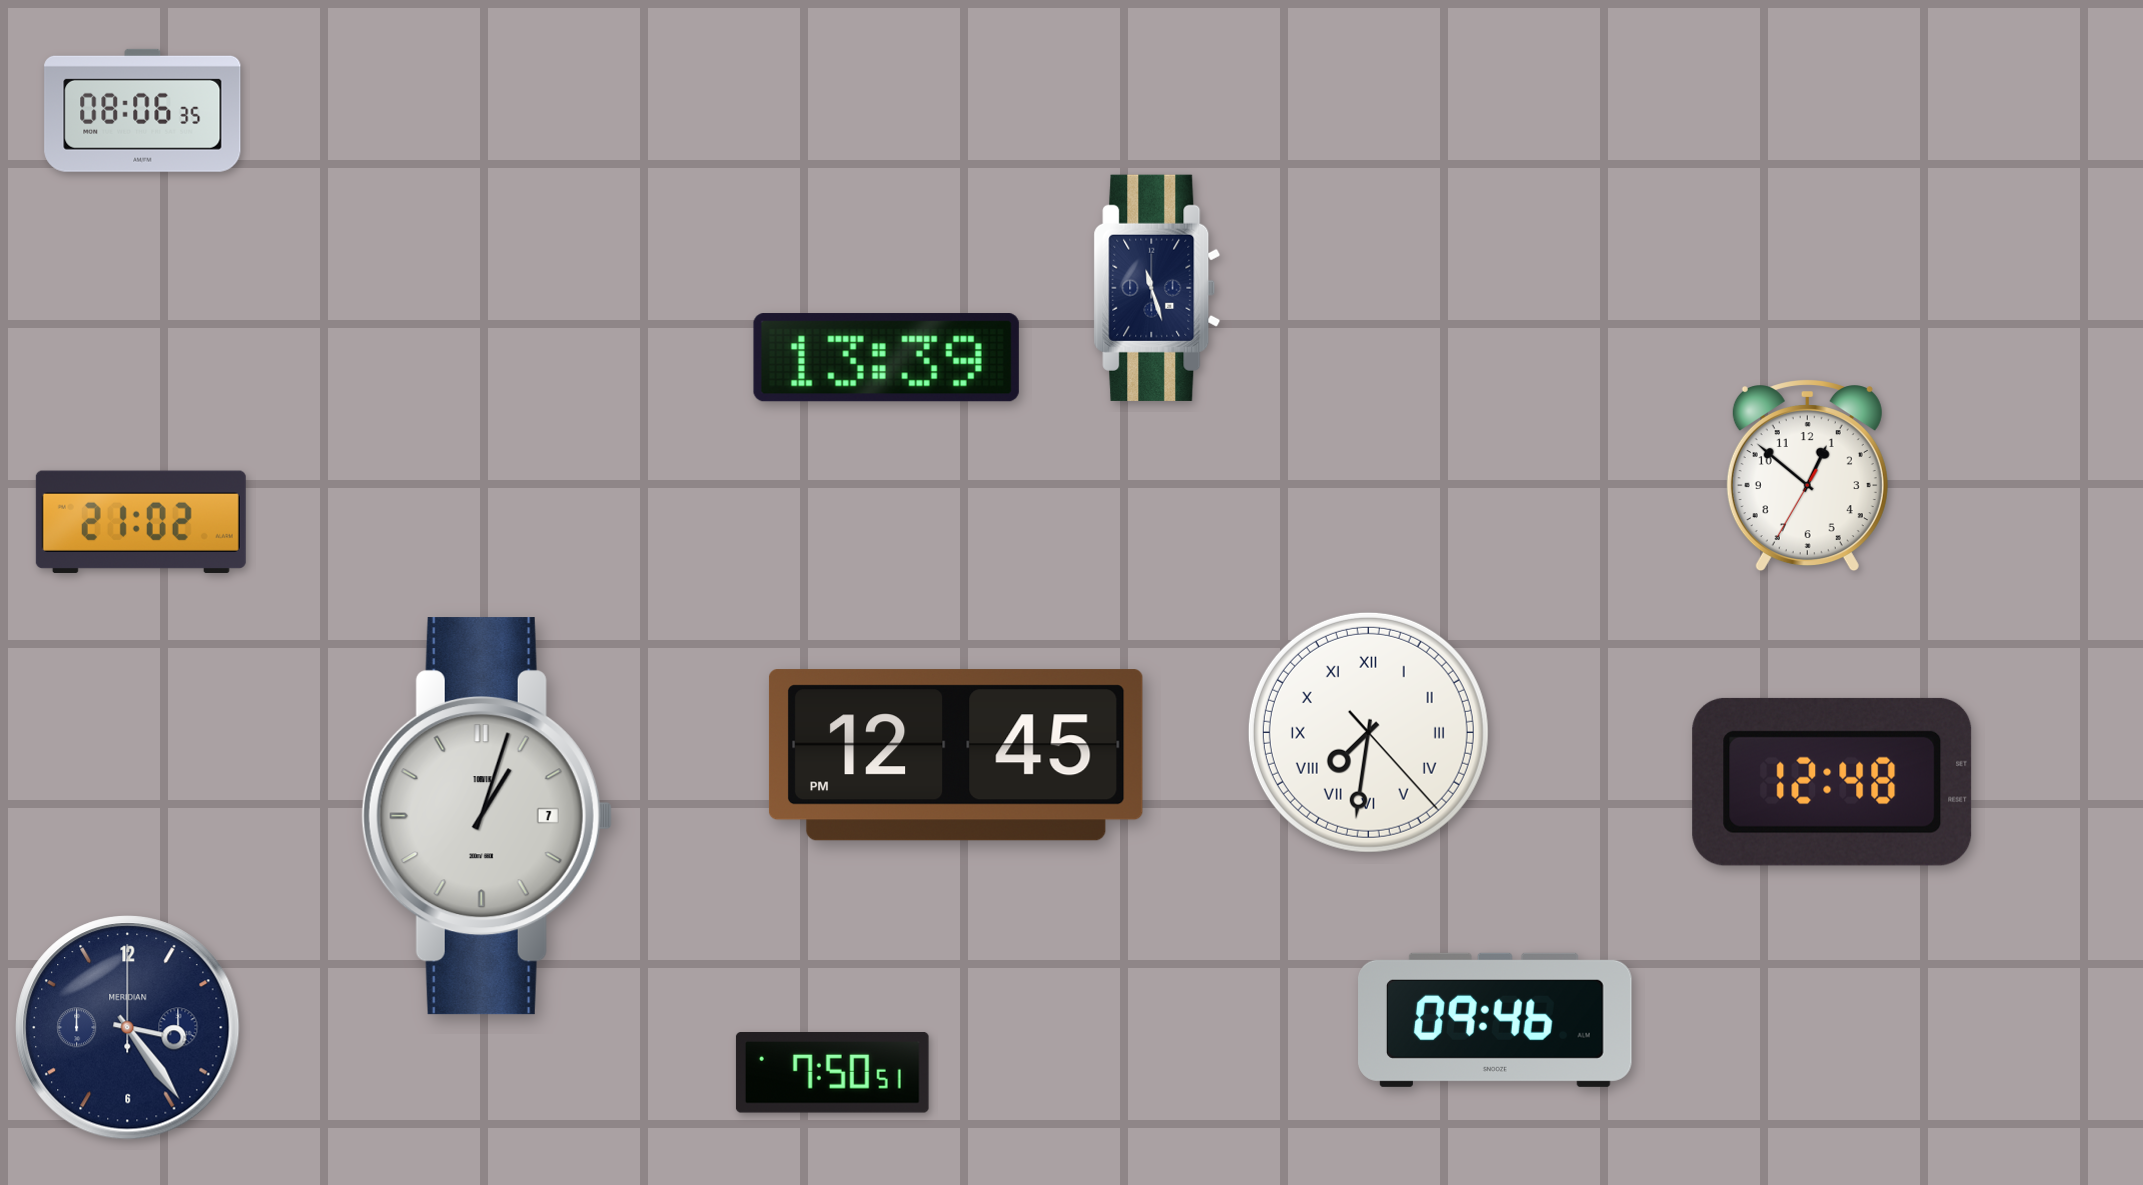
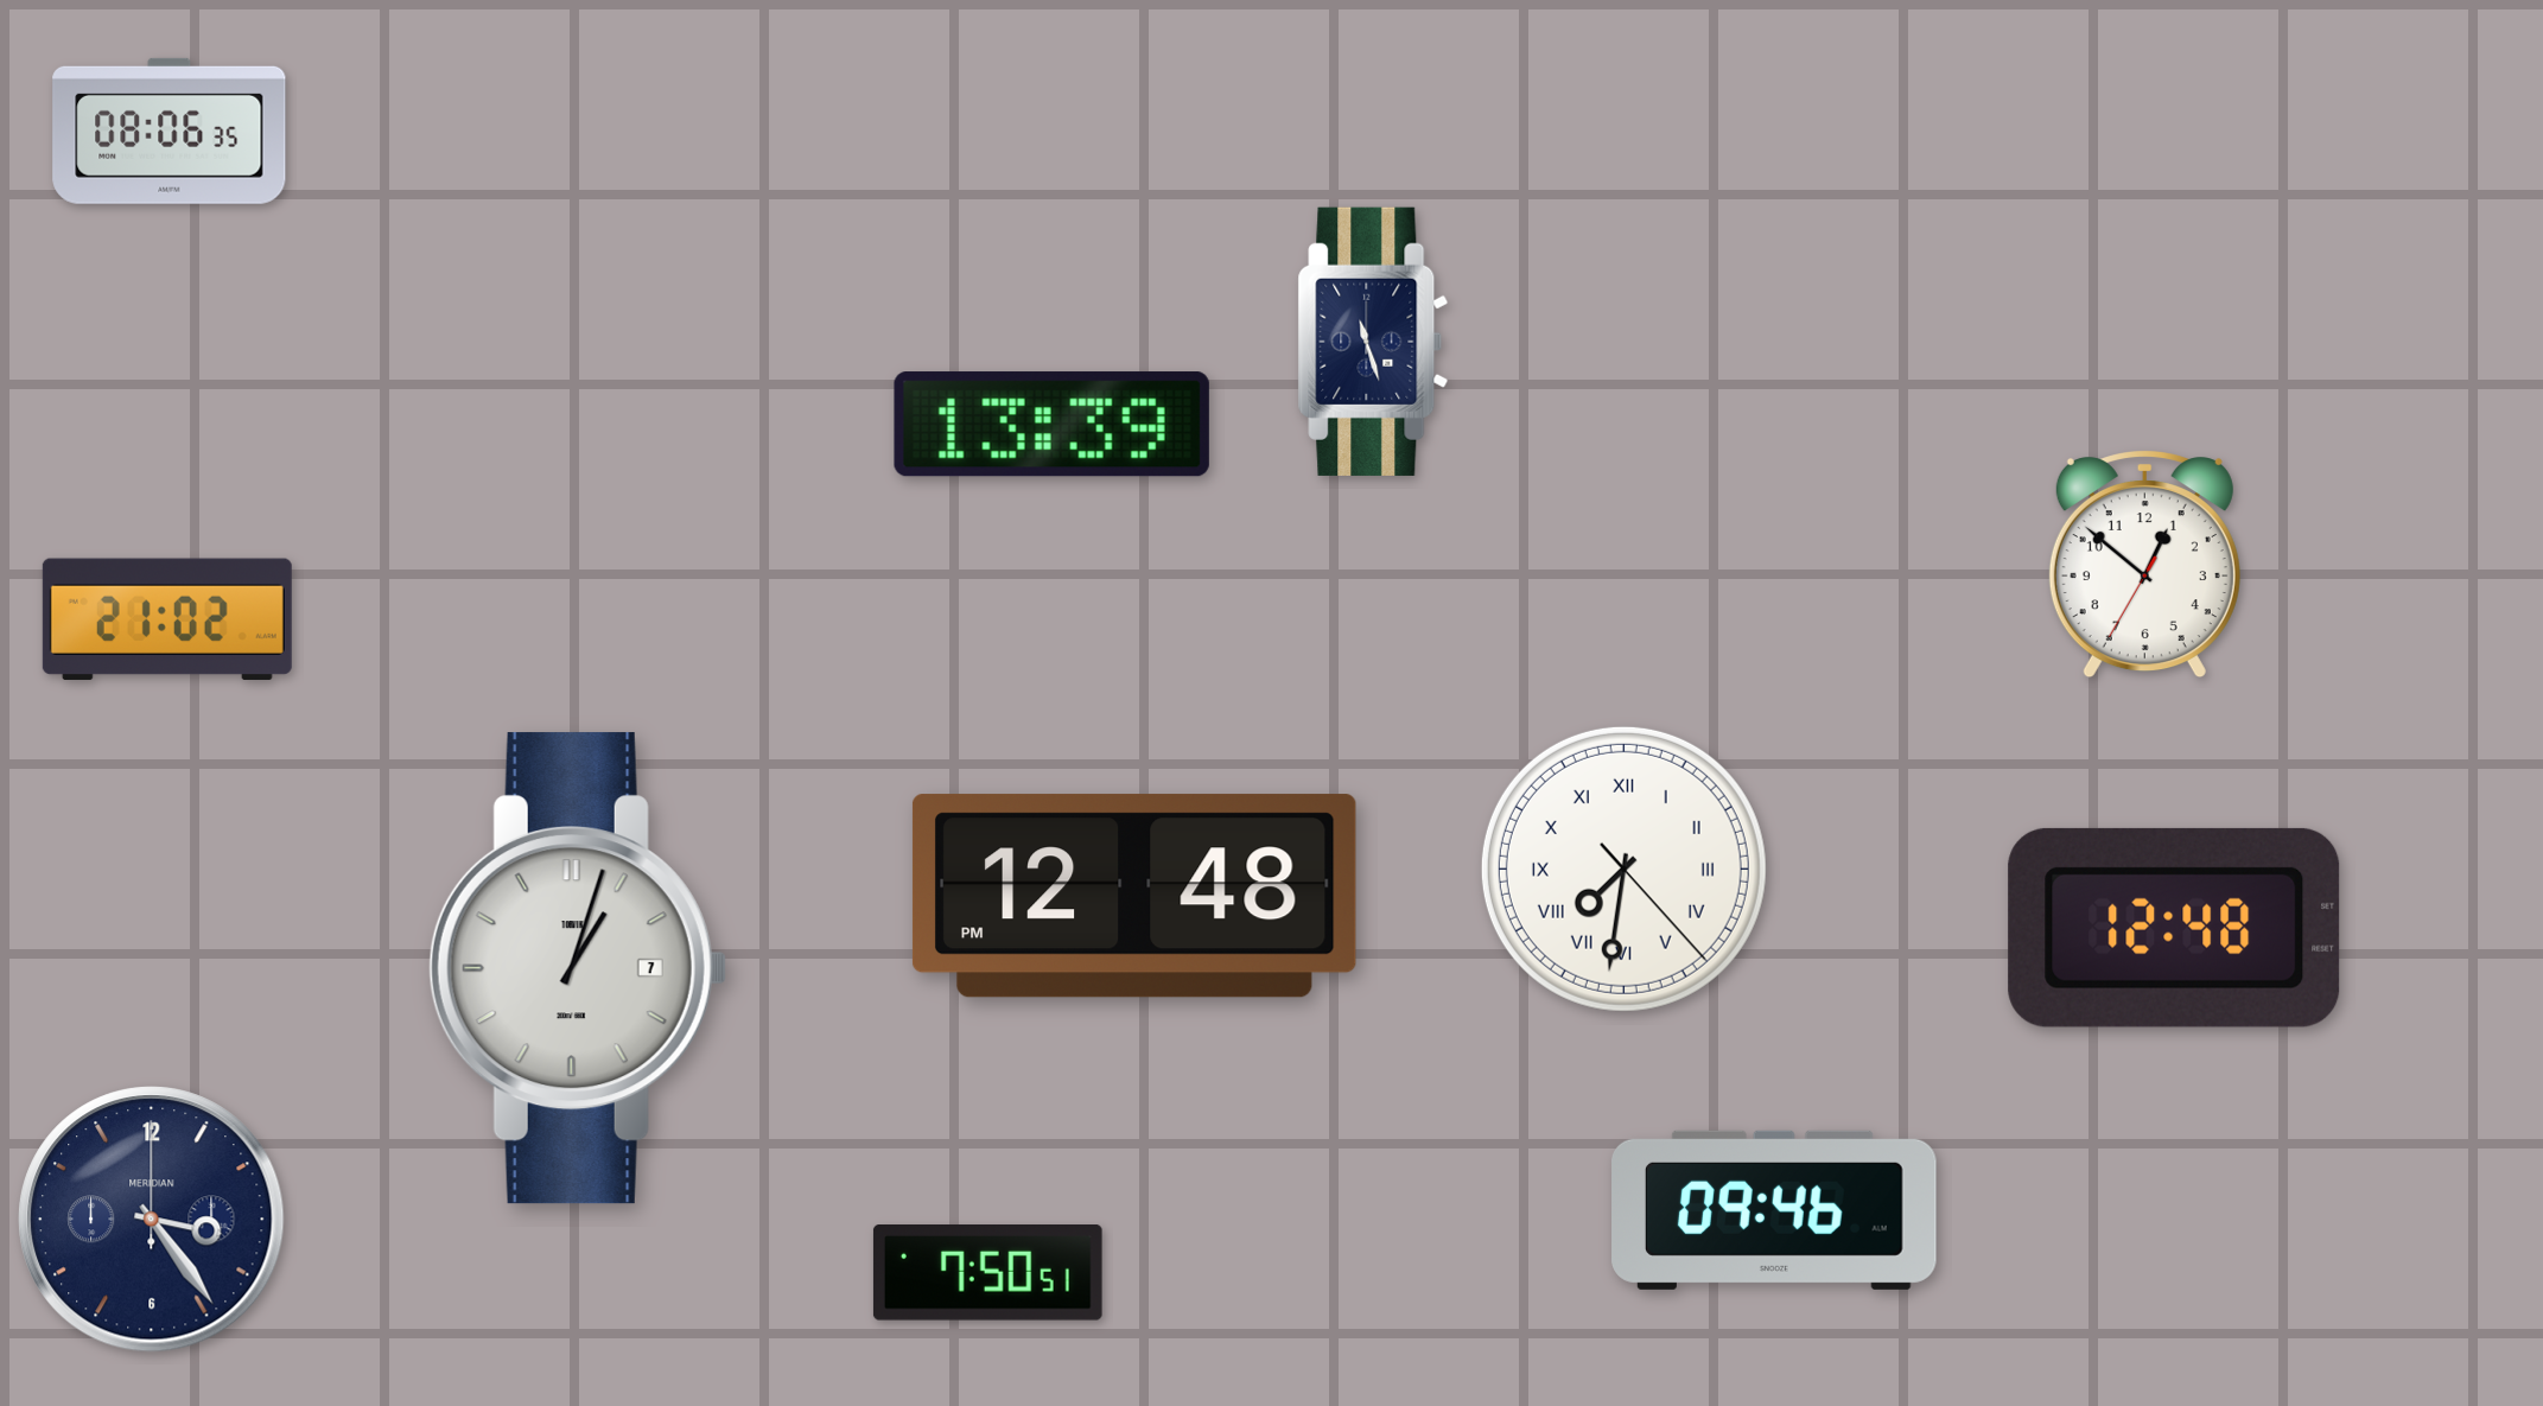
clock at (956, 755): 12:45 -> 12:48
